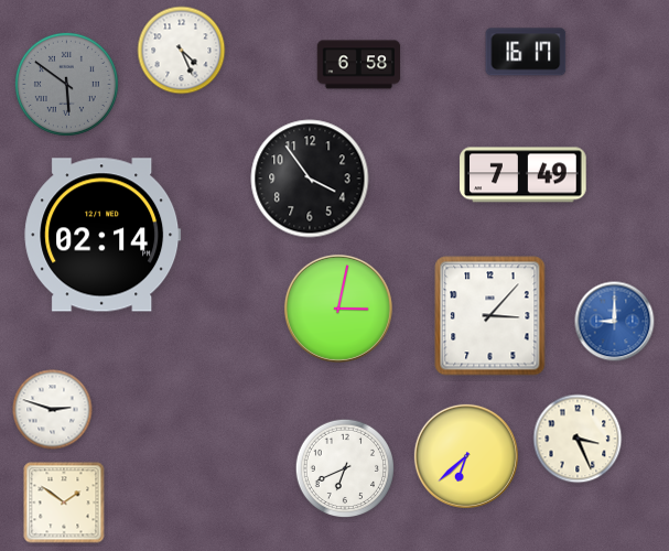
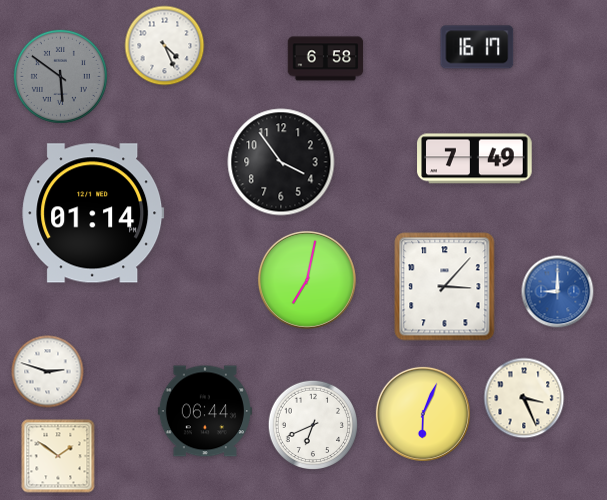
clock at (102, 235): 02:14 -> 01:14
clock at (338, 309): 3:02 -> 7:02
clock at (205, 411): none -> 06:44
clock at (466, 456): 6:38 -> 6:04
